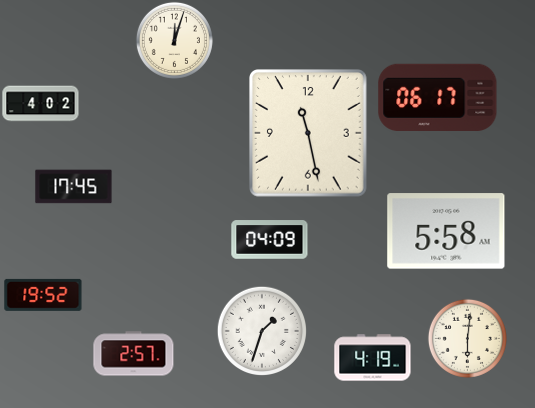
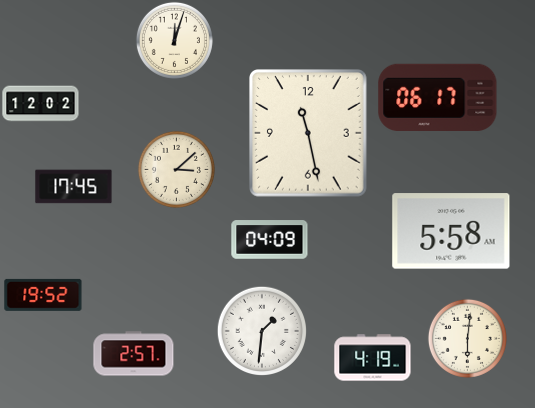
clock at (41, 104): 4:02 -> 12:02
clock at (176, 169): none -> 3:08
clock at (446, 231) position: (446, 231) -> (451, 231)
clock at (261, 330): 1:33 -> 1:31
